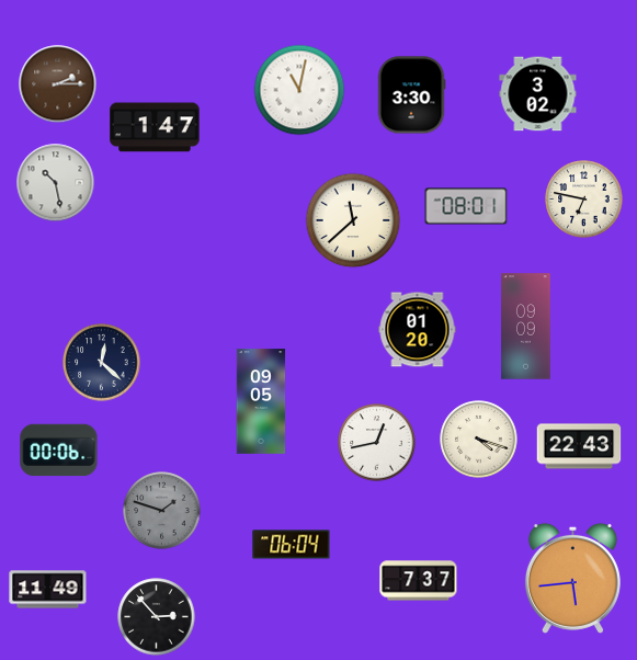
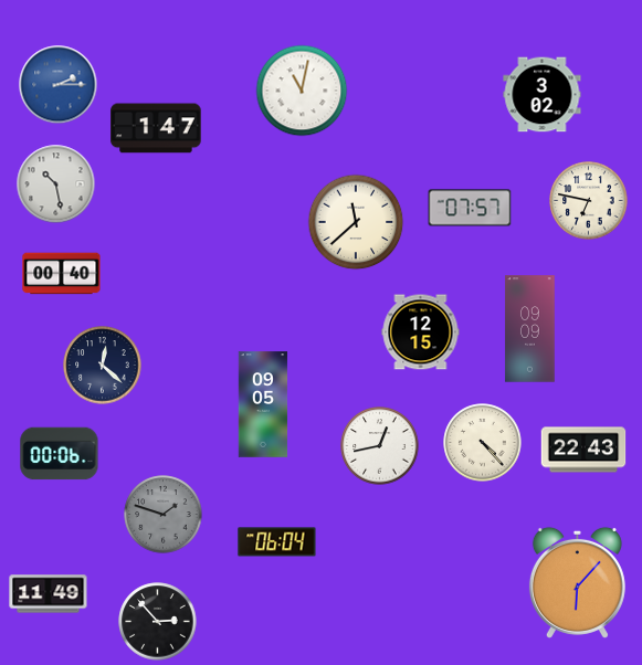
clock at (58, 84) dial: brown -> blue
clock at (411, 95): 3:30 -> none
clock at (466, 206): 08:01 -> 07:57
clock at (62, 274): none -> 00:40
clock at (418, 330): 01:20 -> 12:15
clock at (479, 440): 4:18 -> 4:23
clock at (292, 545) position: (292, 545) -> (277, 542)
clock at (572, 578): 5:44 -> 6:07
clock at (419, 581): 7:37 -> none
